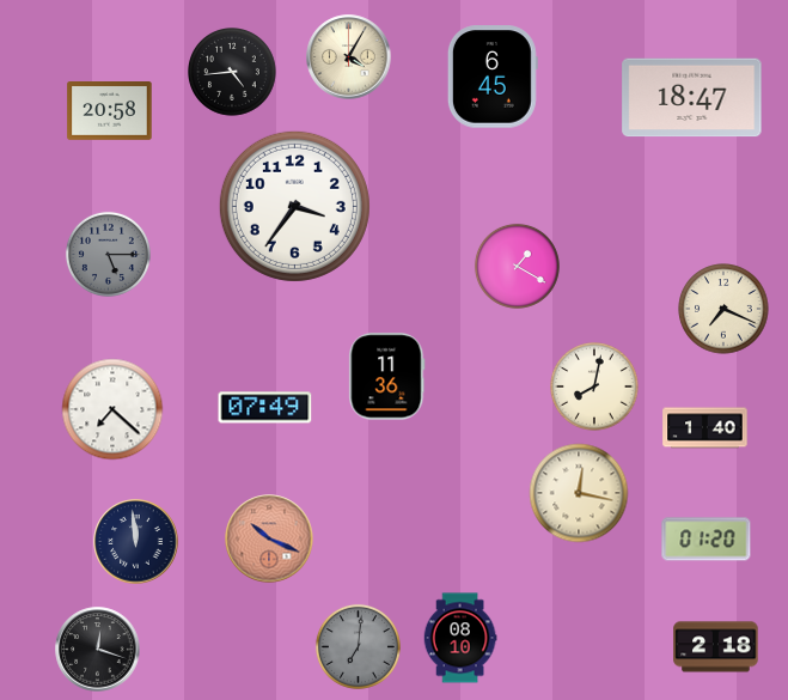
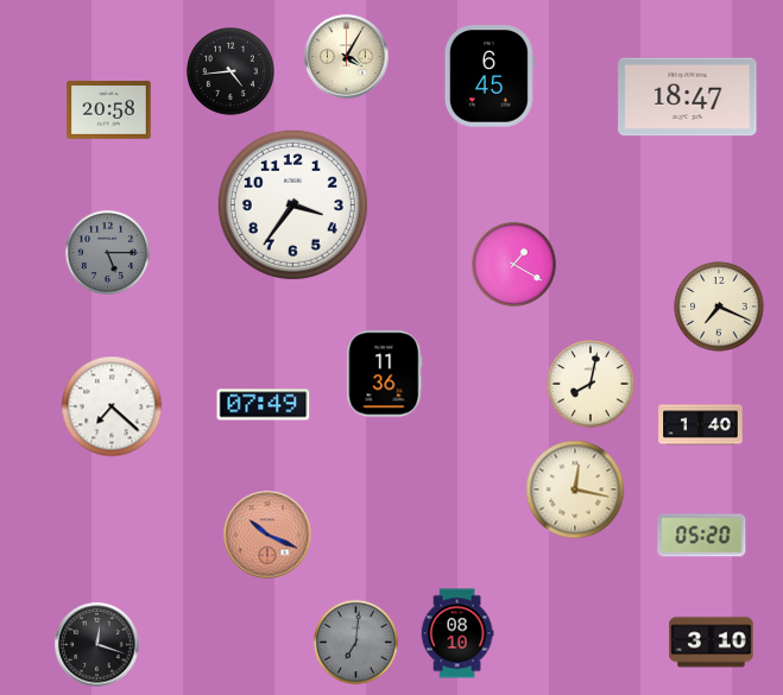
clock at (707, 540): 01:20 -> 05:20
clock at (136, 542): 11:59 -> none
clock at (716, 647): 2:18 -> 3:10
